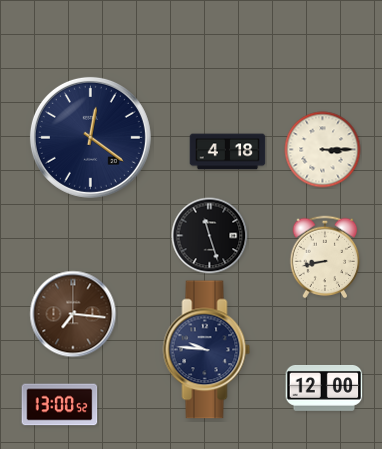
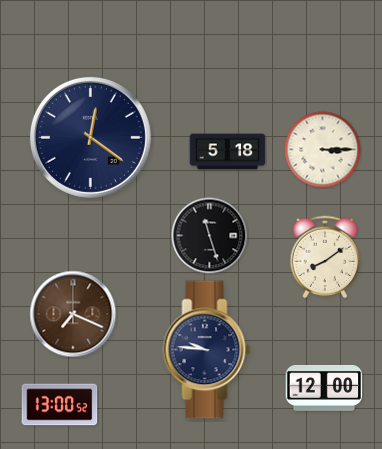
clock at (228, 152): 4:18 -> 5:18
clock at (325, 257): 8:43 -> 8:09
clock at (73, 314): 7:16 -> 7:19
